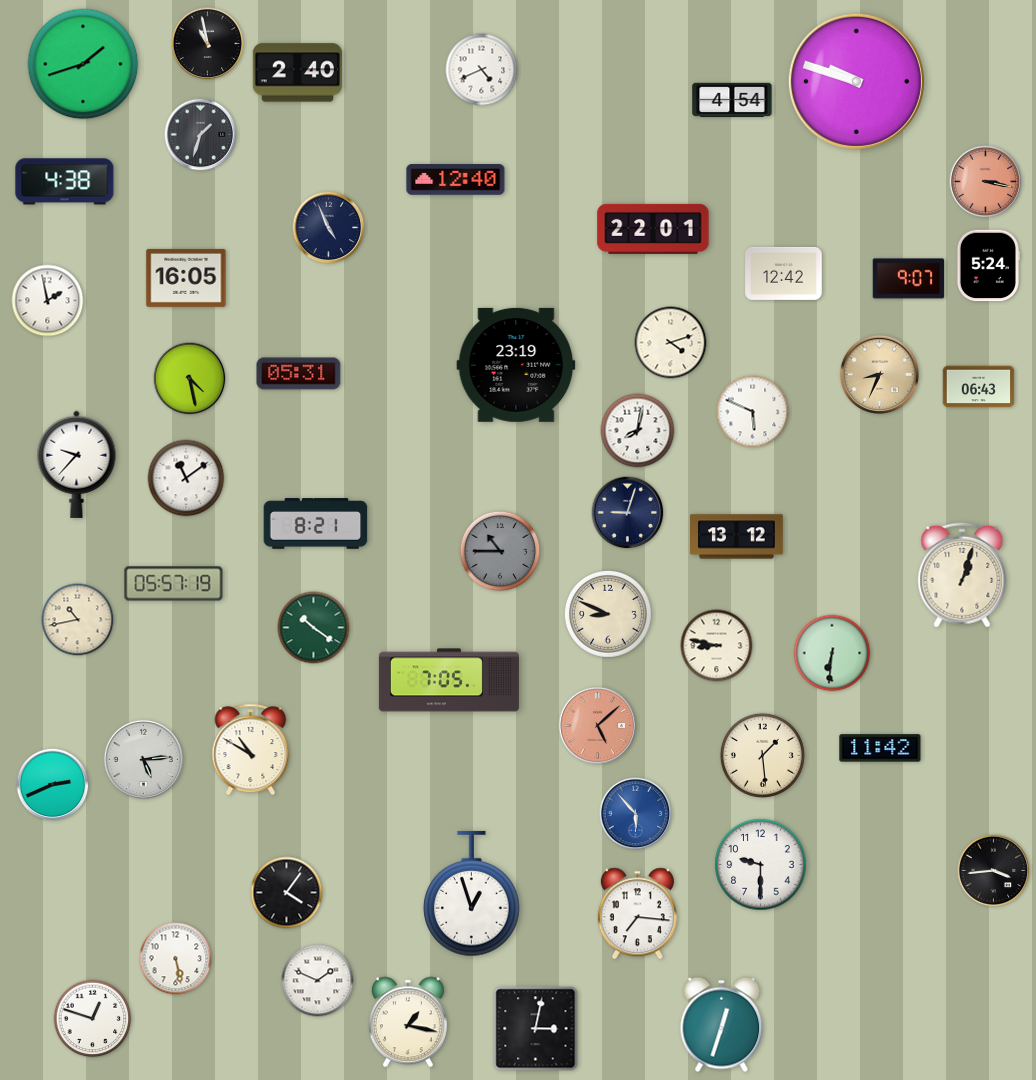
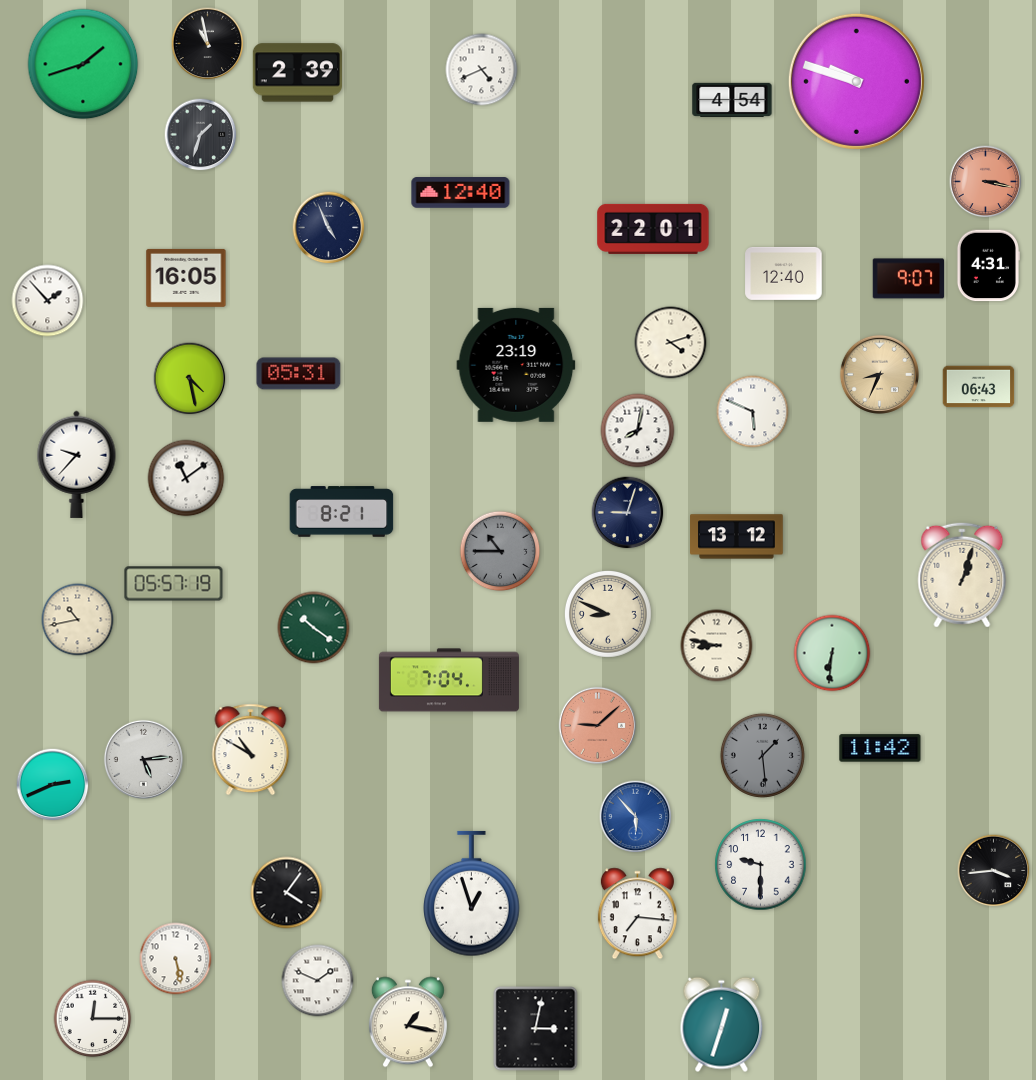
clock at (297, 73): 2:40 -> 2:39
clock at (456, 180) position: (456, 180) -> (461, 193)
clock at (65, 182): 4:38 -> none
clock at (988, 266): 5:24 -> 4:31
clock at (784, 273): 12:42 -> 12:40
clock at (48, 301): 1:58 -> 1:53
clock at (316, 524) position: (316, 524) -> (342, 512)
clock at (449, 680): 7:05 -> 7:04
clock at (597, 725): 5:08 -> 9:08
clock at (762, 755) dial: cream -> grey
clock at (636, 814) position: (636, 814) -> (636, 817)
clock at (93, 1019): 12:48 -> 12:15
